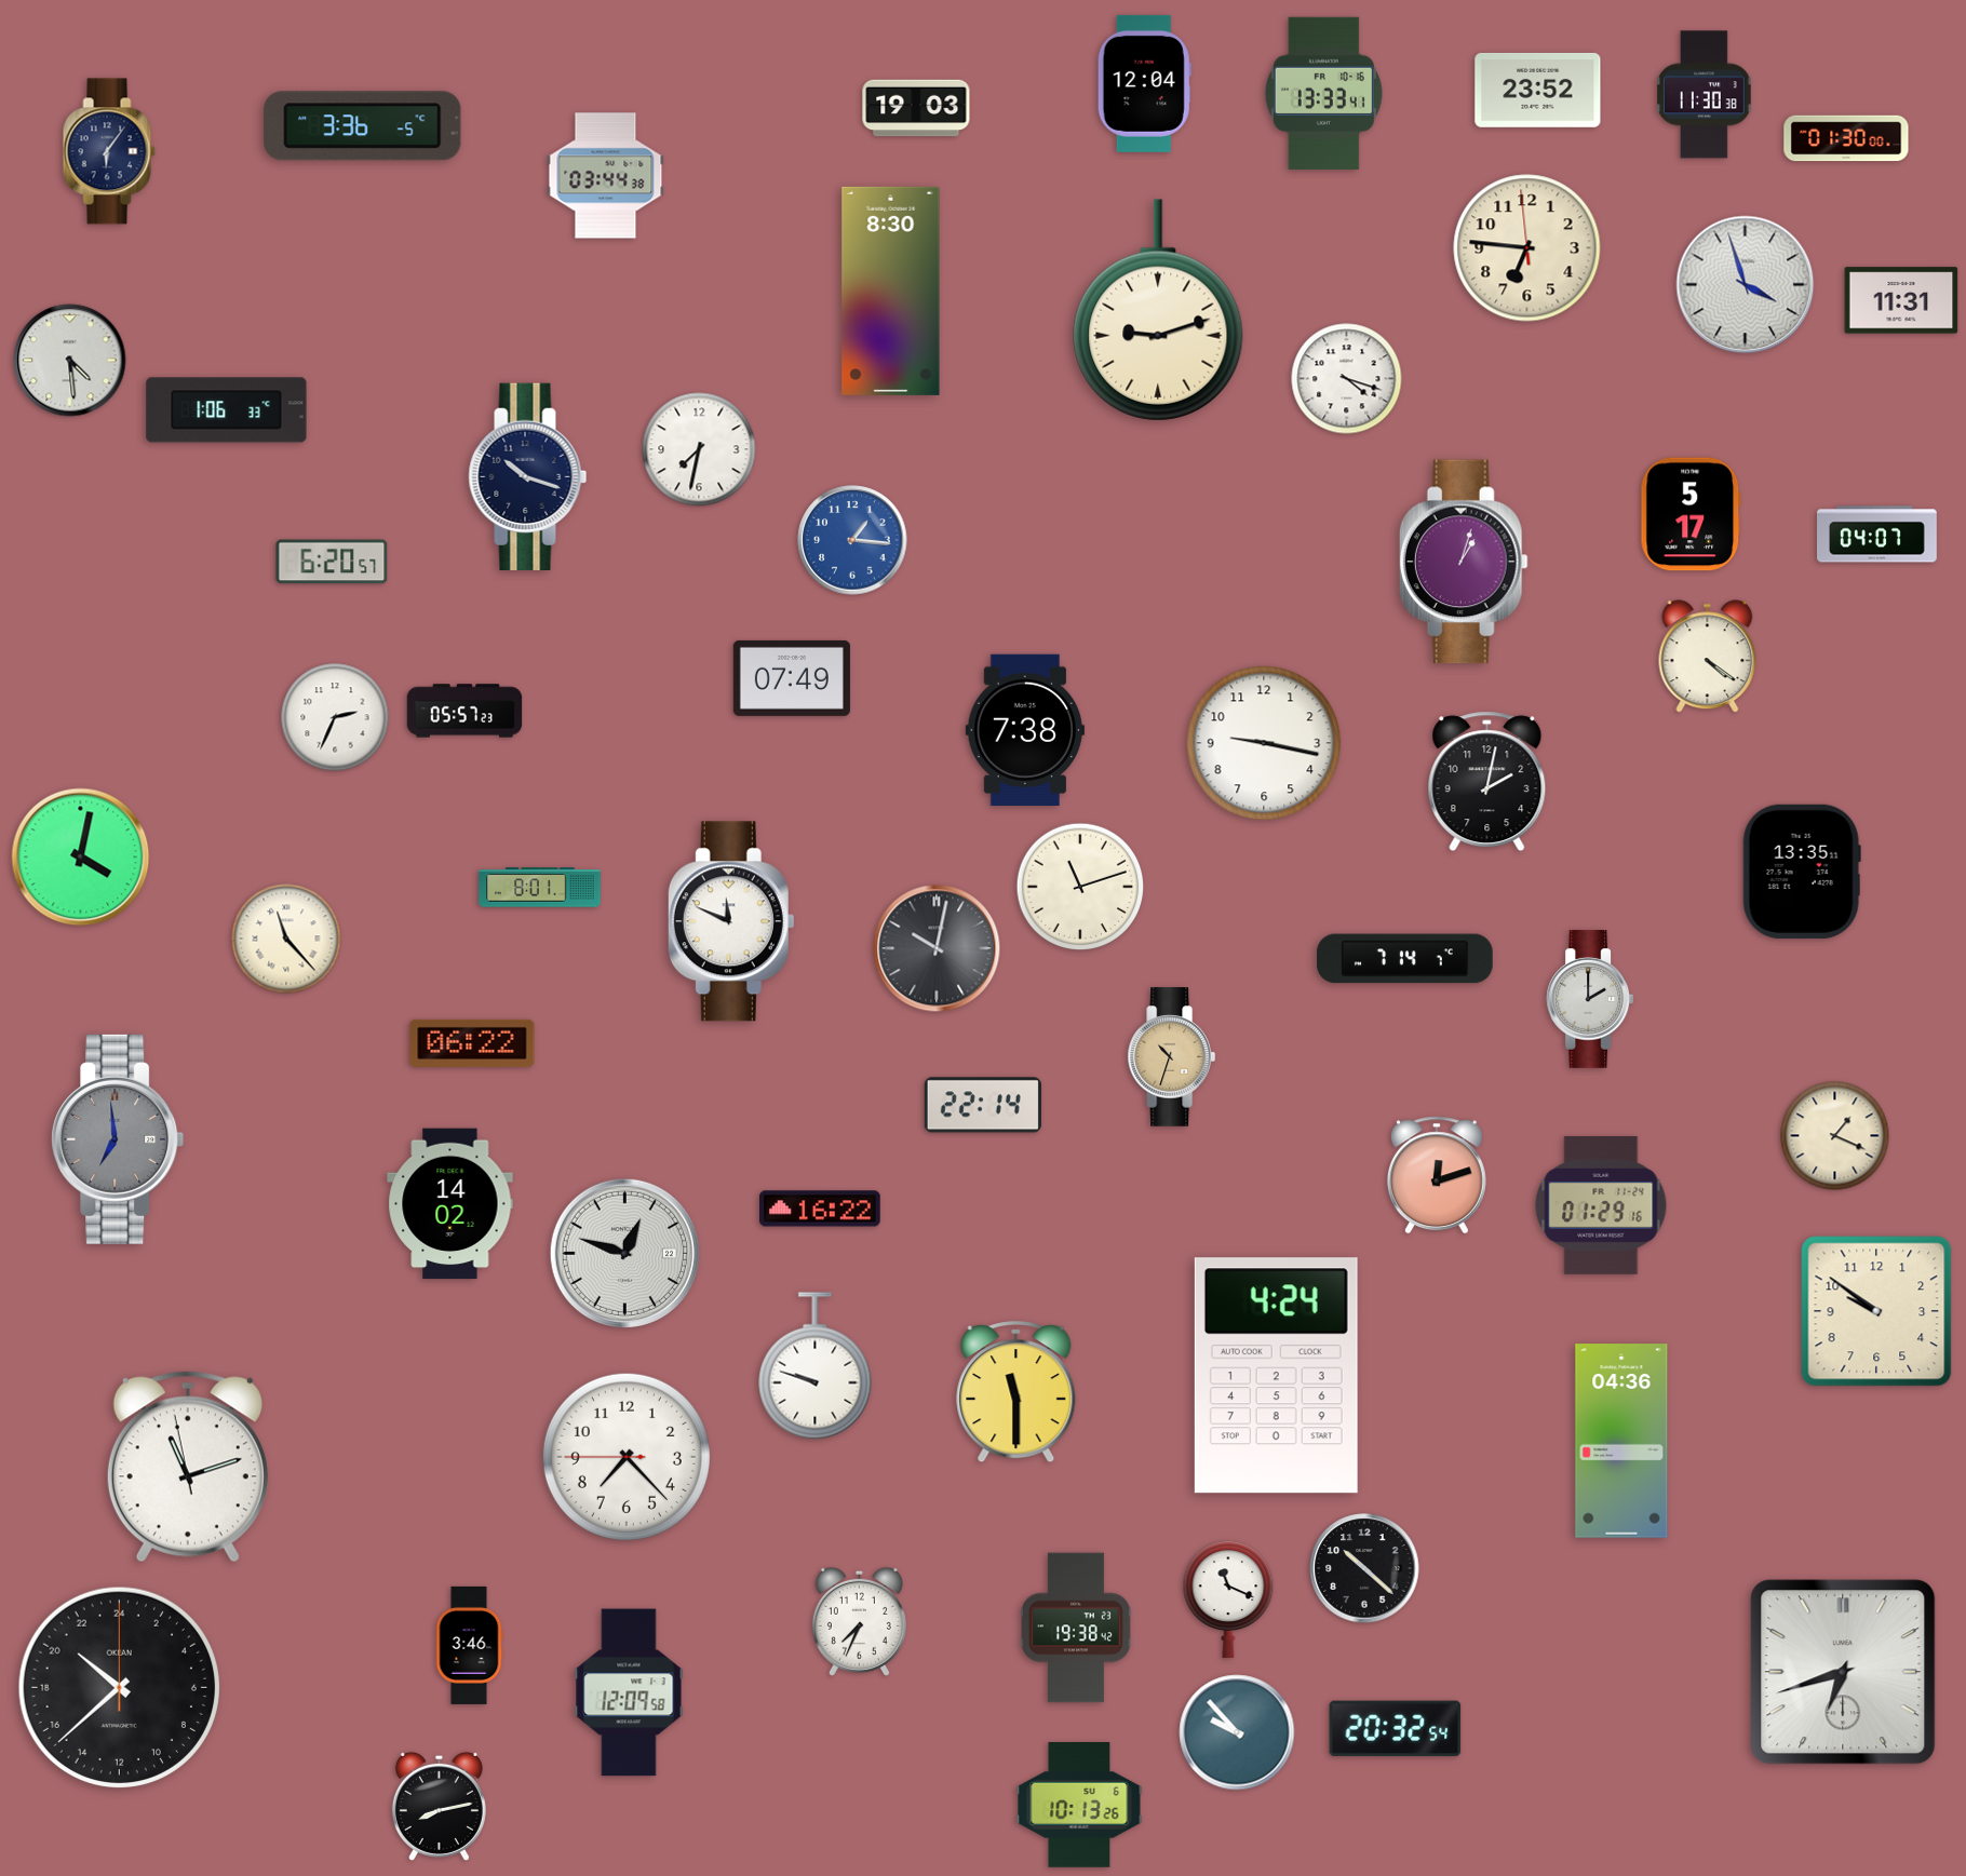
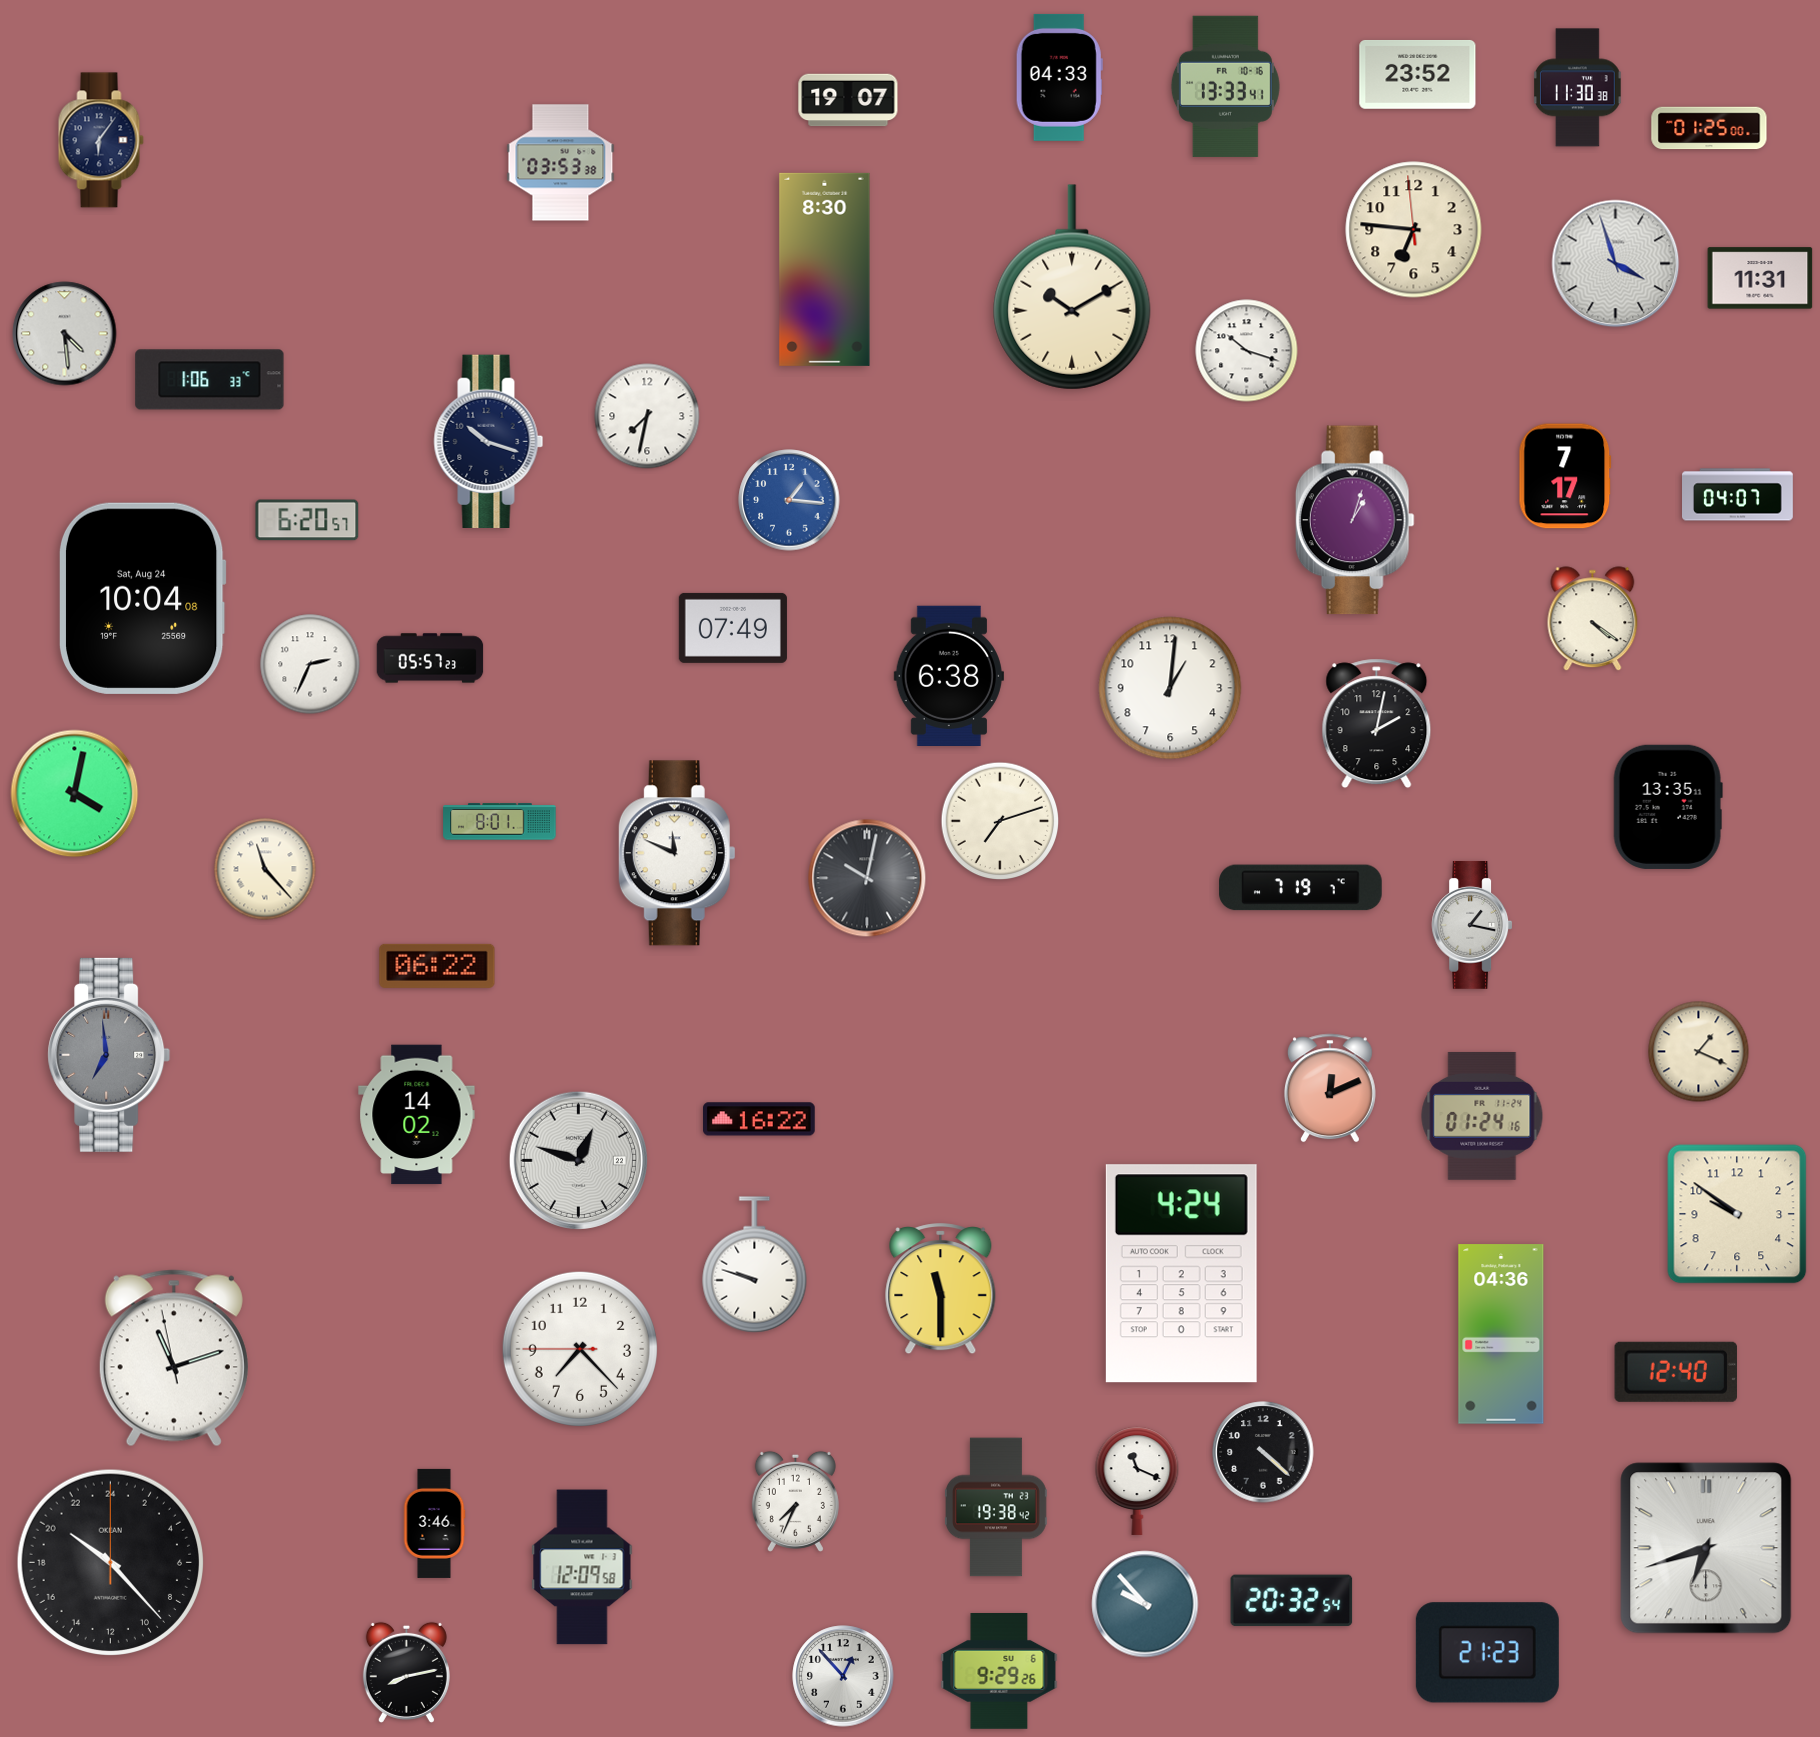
clock at (1144, 83): 12:04 -> 04:33
clock at (1538, 91) position: (1538, 91) -> (1418, 75)
clock at (916, 108): 19:03 -> 19:07
clock at (363, 126): 3:36 -> none
clock at (1846, 138): 01:30 -> 01:25
clock at (606, 176): 03:44 -> 03:53
clock at (1158, 310): 9:12 -> 10:10
clock at (1347, 379): 4:18 -> 10:18
clock at (1691, 514): 5:17 -> 7:17
clock at (142, 598): none -> 10:04
clock at (1708, 657) position: (1708, 657) -> (1593, 619)
clock at (1025, 729): 7:38 -> 6:38
clock at (1264, 743): 9:17 -> 1:01
clock at (1080, 887): 11:12 -> 7:12
clock at (1405, 959): 7:14 -> 7:19
clock at (1590, 1000): 2:00 -> 1:17
clock at (1171, 1057): 10:33 -> none
clock at (983, 1105): 22:14 -> none
clock at (1437, 1175): 12:12 -> 12:11
clock at (1601, 1205): 01:29 -> 01:24
clock at (1676, 1372): none -> 12:40
clock at (1364, 1568): 10:22 -> 4:22
clock at (119, 1687): 20:38 -> 20:23
clock at (1487, 1653): none -> 21:23
clock at (1079, 1806): 10:13 -> 9:29
clock at (843, 1676): none -> 12:53
